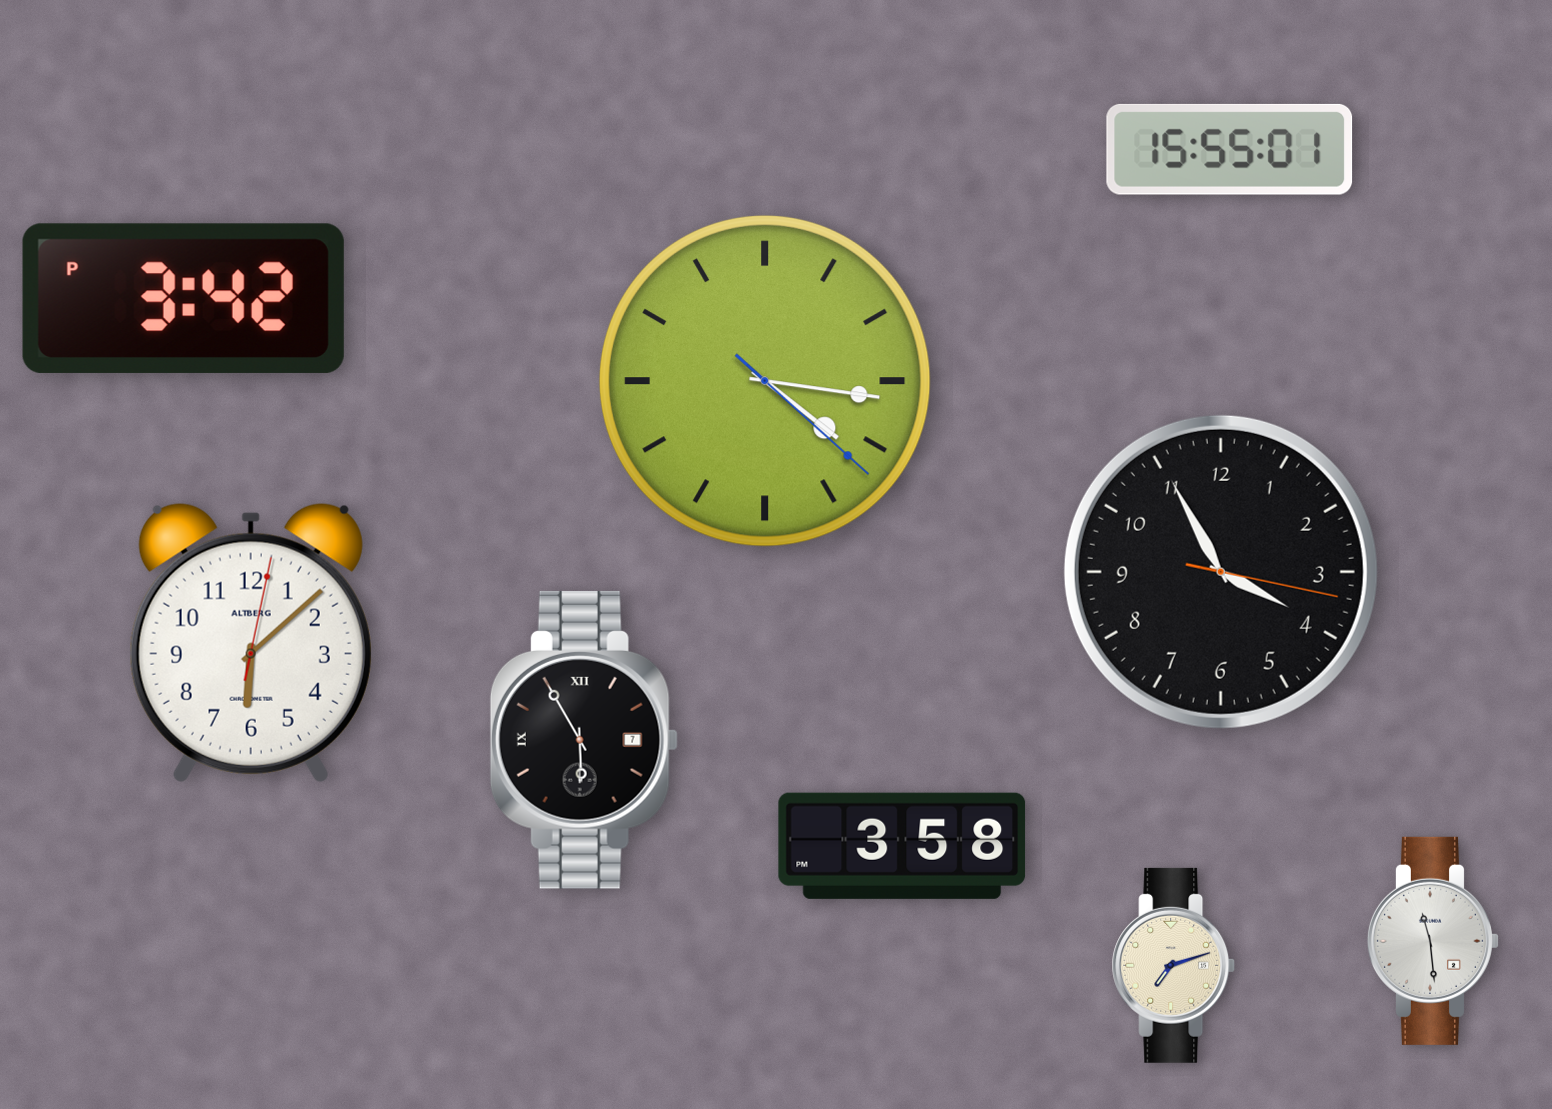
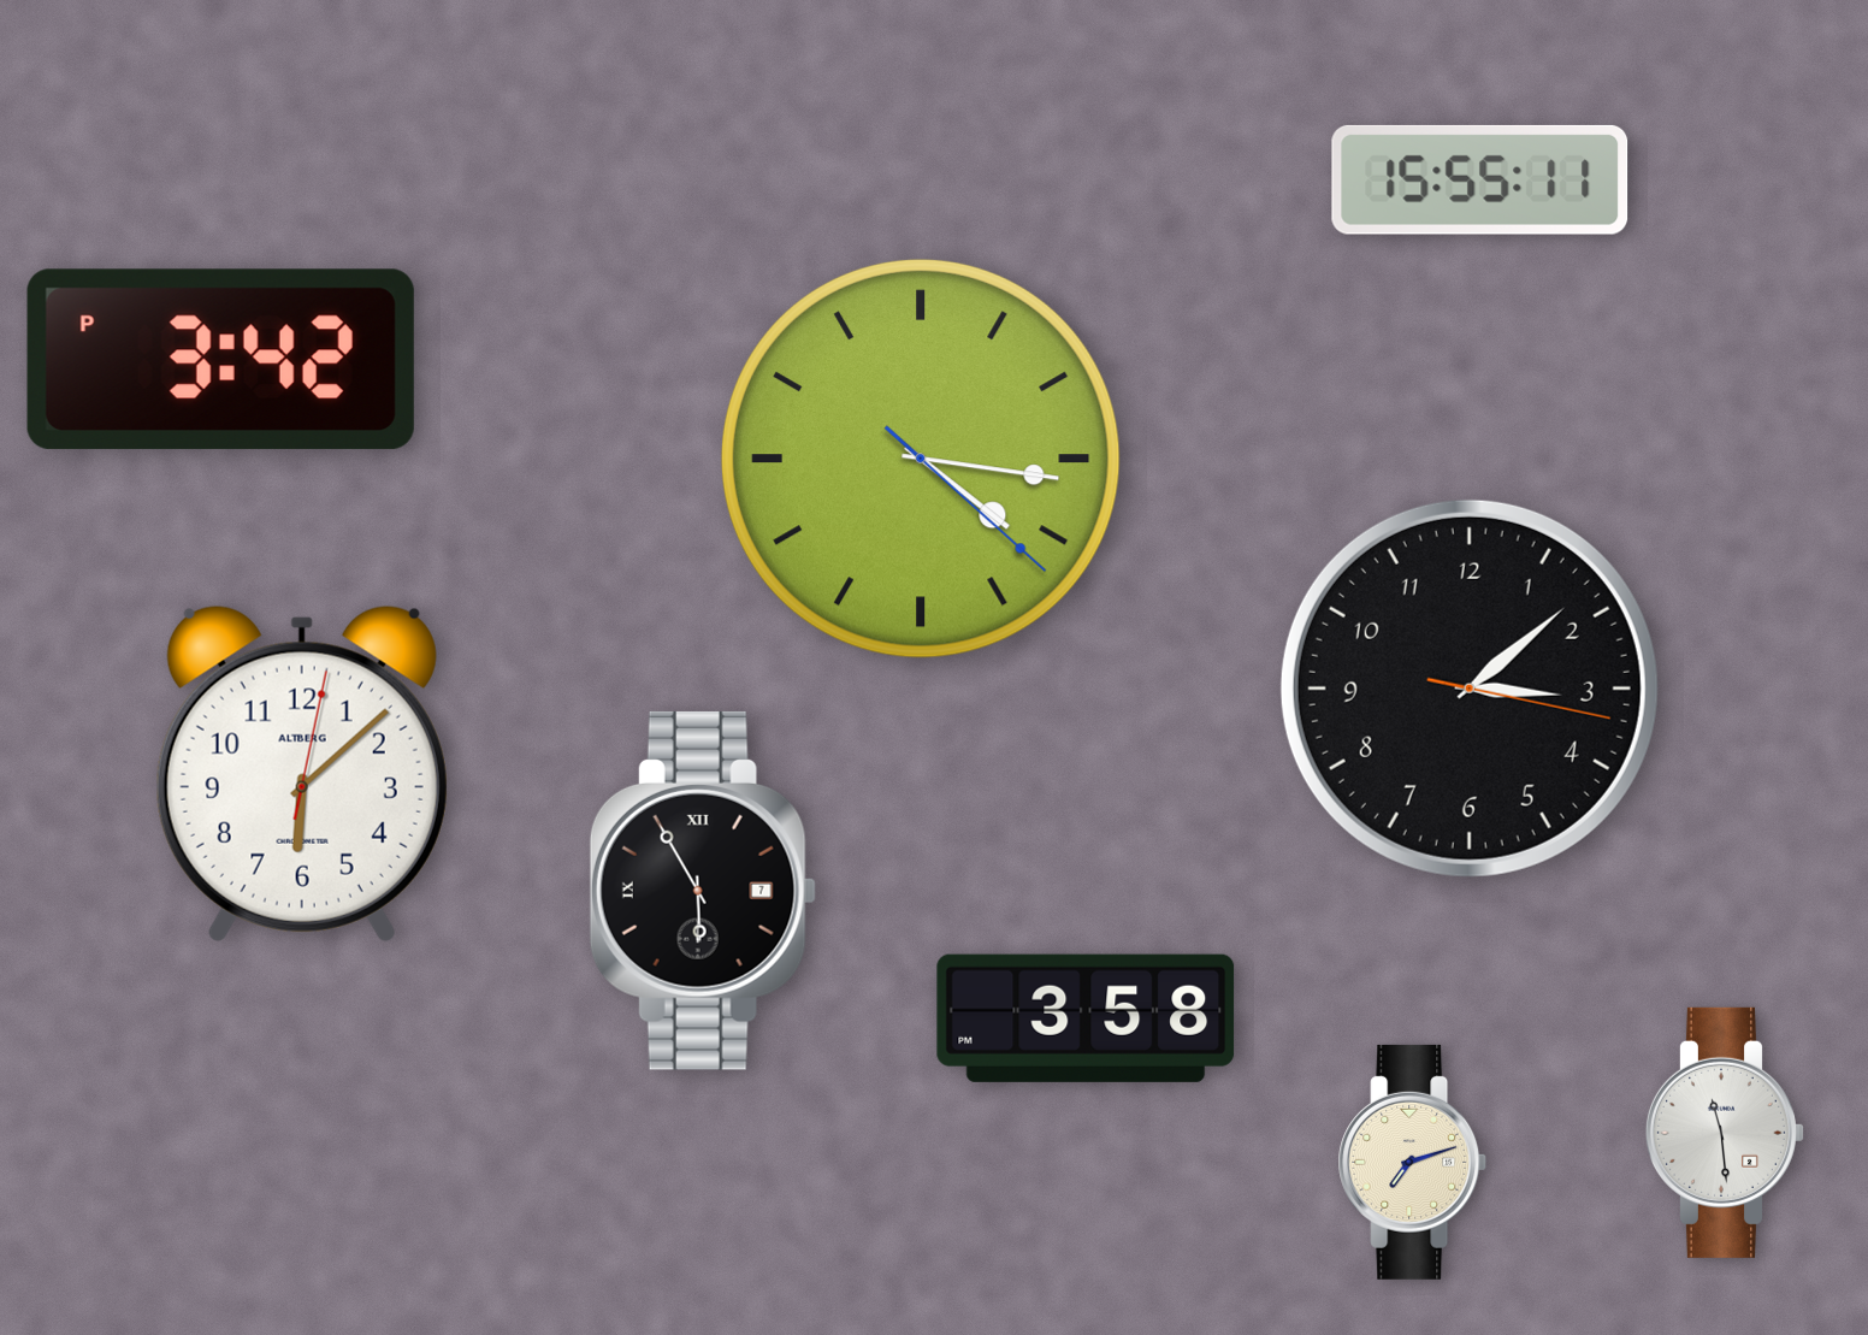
clock at (1230, 149): 15:55:01 -> 15:55:11
clock at (1221, 572): 3:55 -> 3:08
